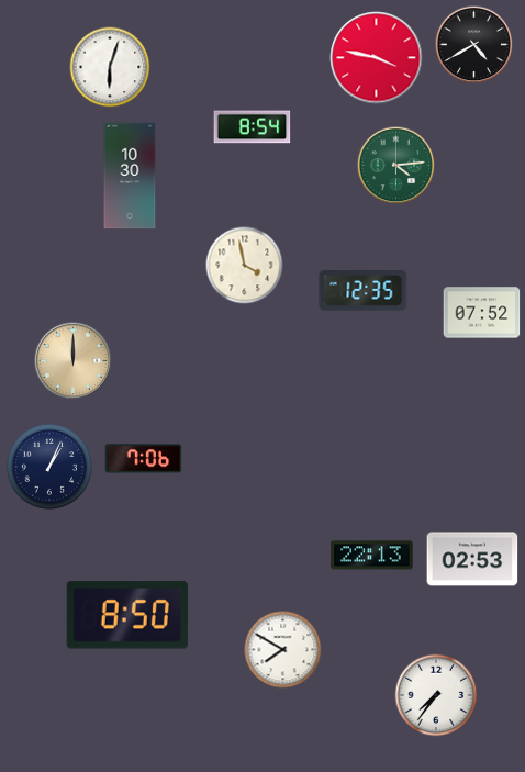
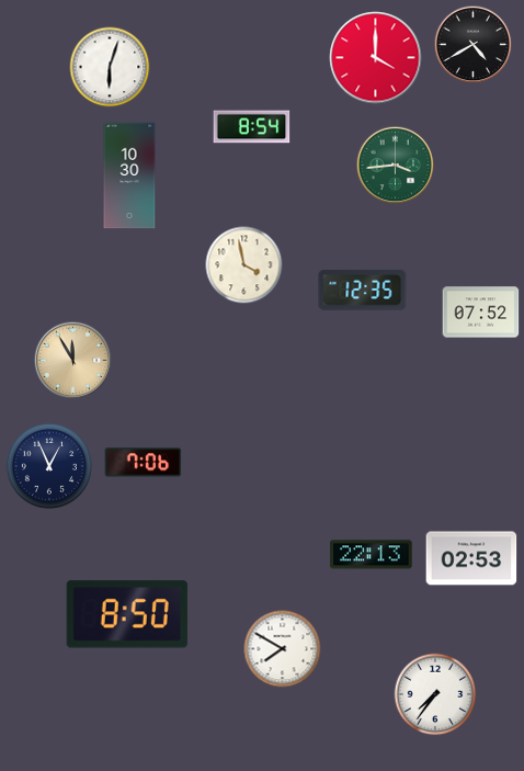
clock at (377, 58): 3:47 -> 4:00
clock at (396, 166): 4:14 -> 3:44
clock at (74, 361): 12:00 -> 11:55
clock at (144, 459) position: (144, 459) -> (144, 463)
clock at (49, 467): 1:04 -> 12:56
